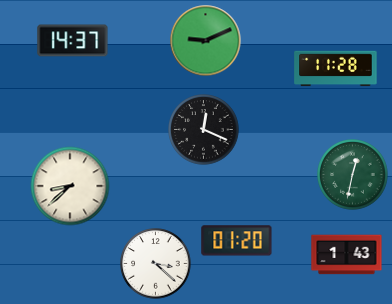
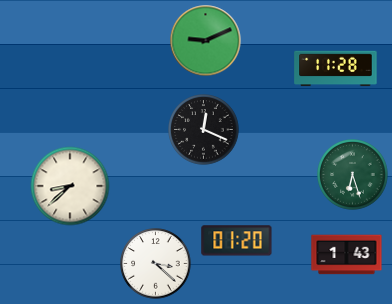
clock at (73, 41): 14:37 -> none
clock at (353, 175): 12:32 -> 6:27
